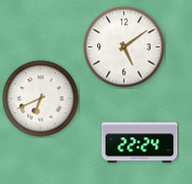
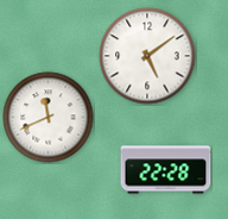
clock at (41, 99): 6:41 -> 11:41
clock at (140, 143): 22:24 -> 22:28
